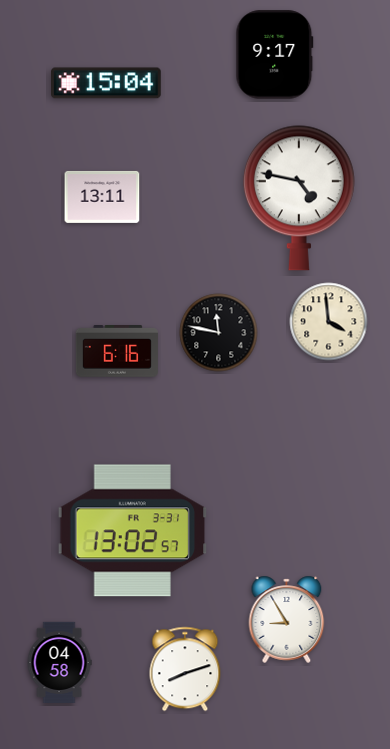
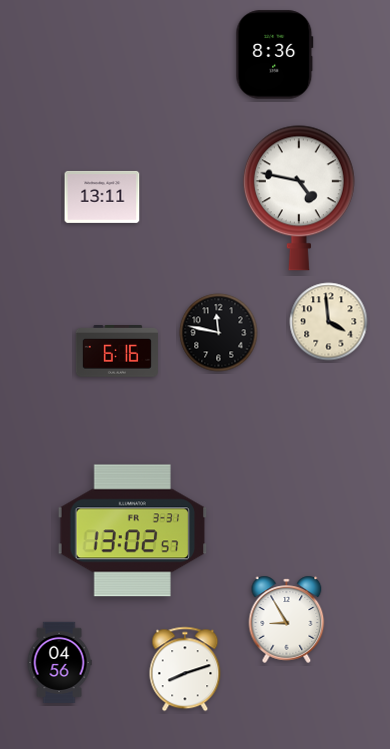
clock at (275, 55): 9:17 -> 8:36
clock at (107, 83): 15:04 -> none
clock at (59, 662): 04:58 -> 04:56
